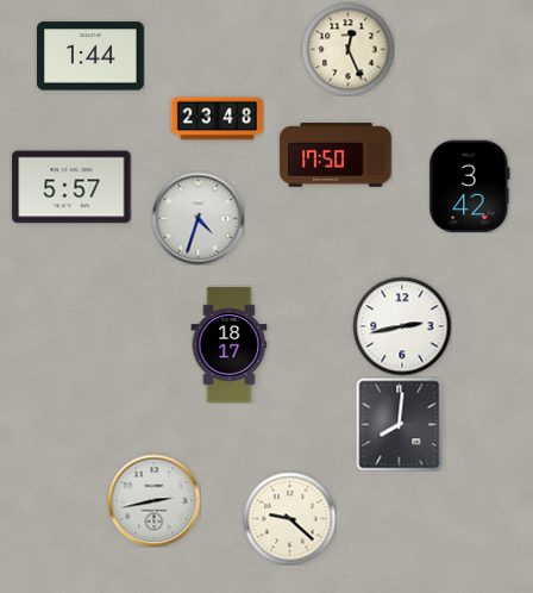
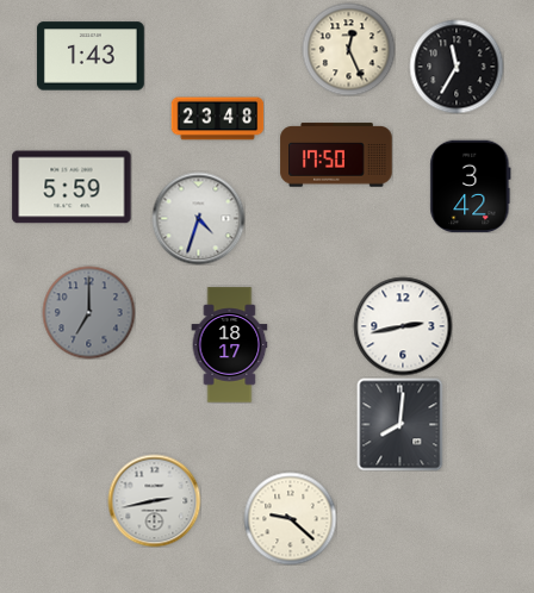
clock at (90, 56): 1:44 -> 1:43
clock at (457, 67): none -> 11:35
clock at (71, 187): 5:57 -> 5:59
clock at (88, 312): none -> 7:00
